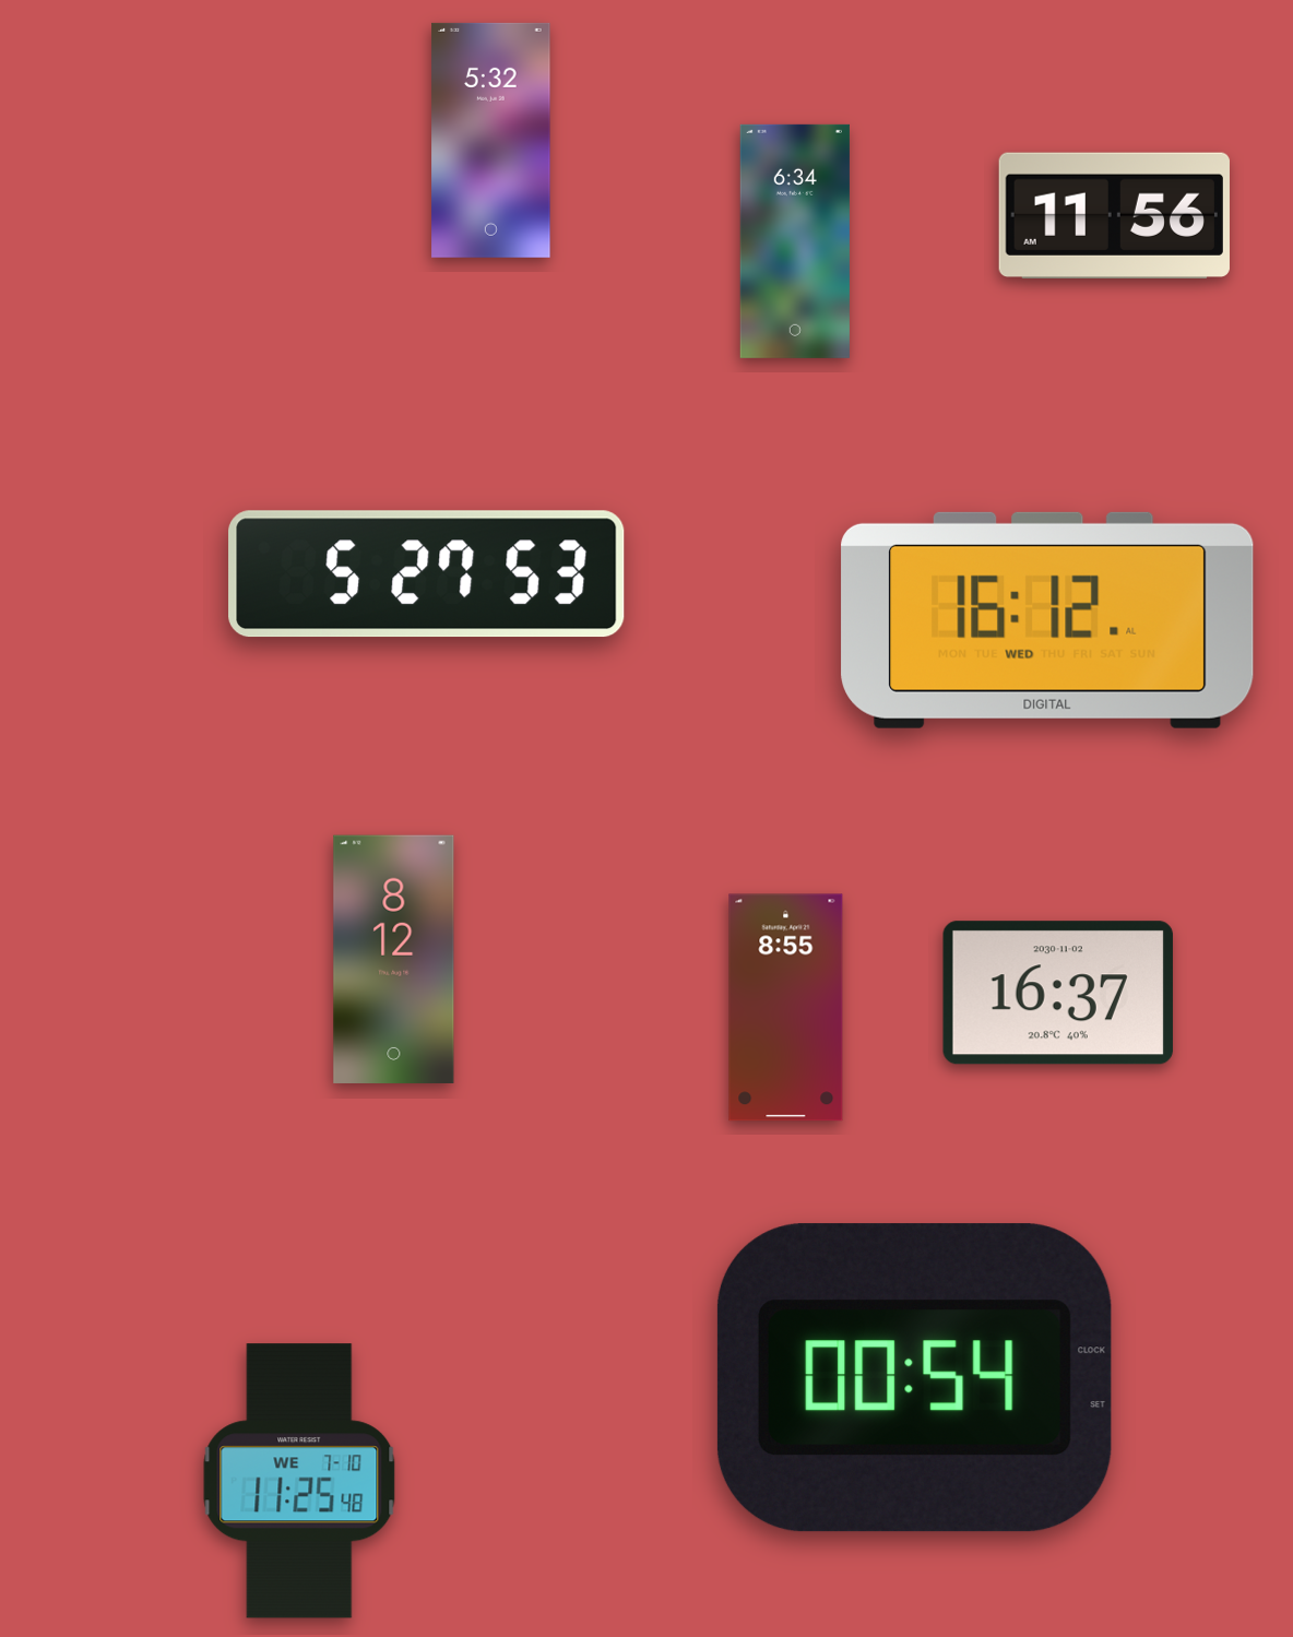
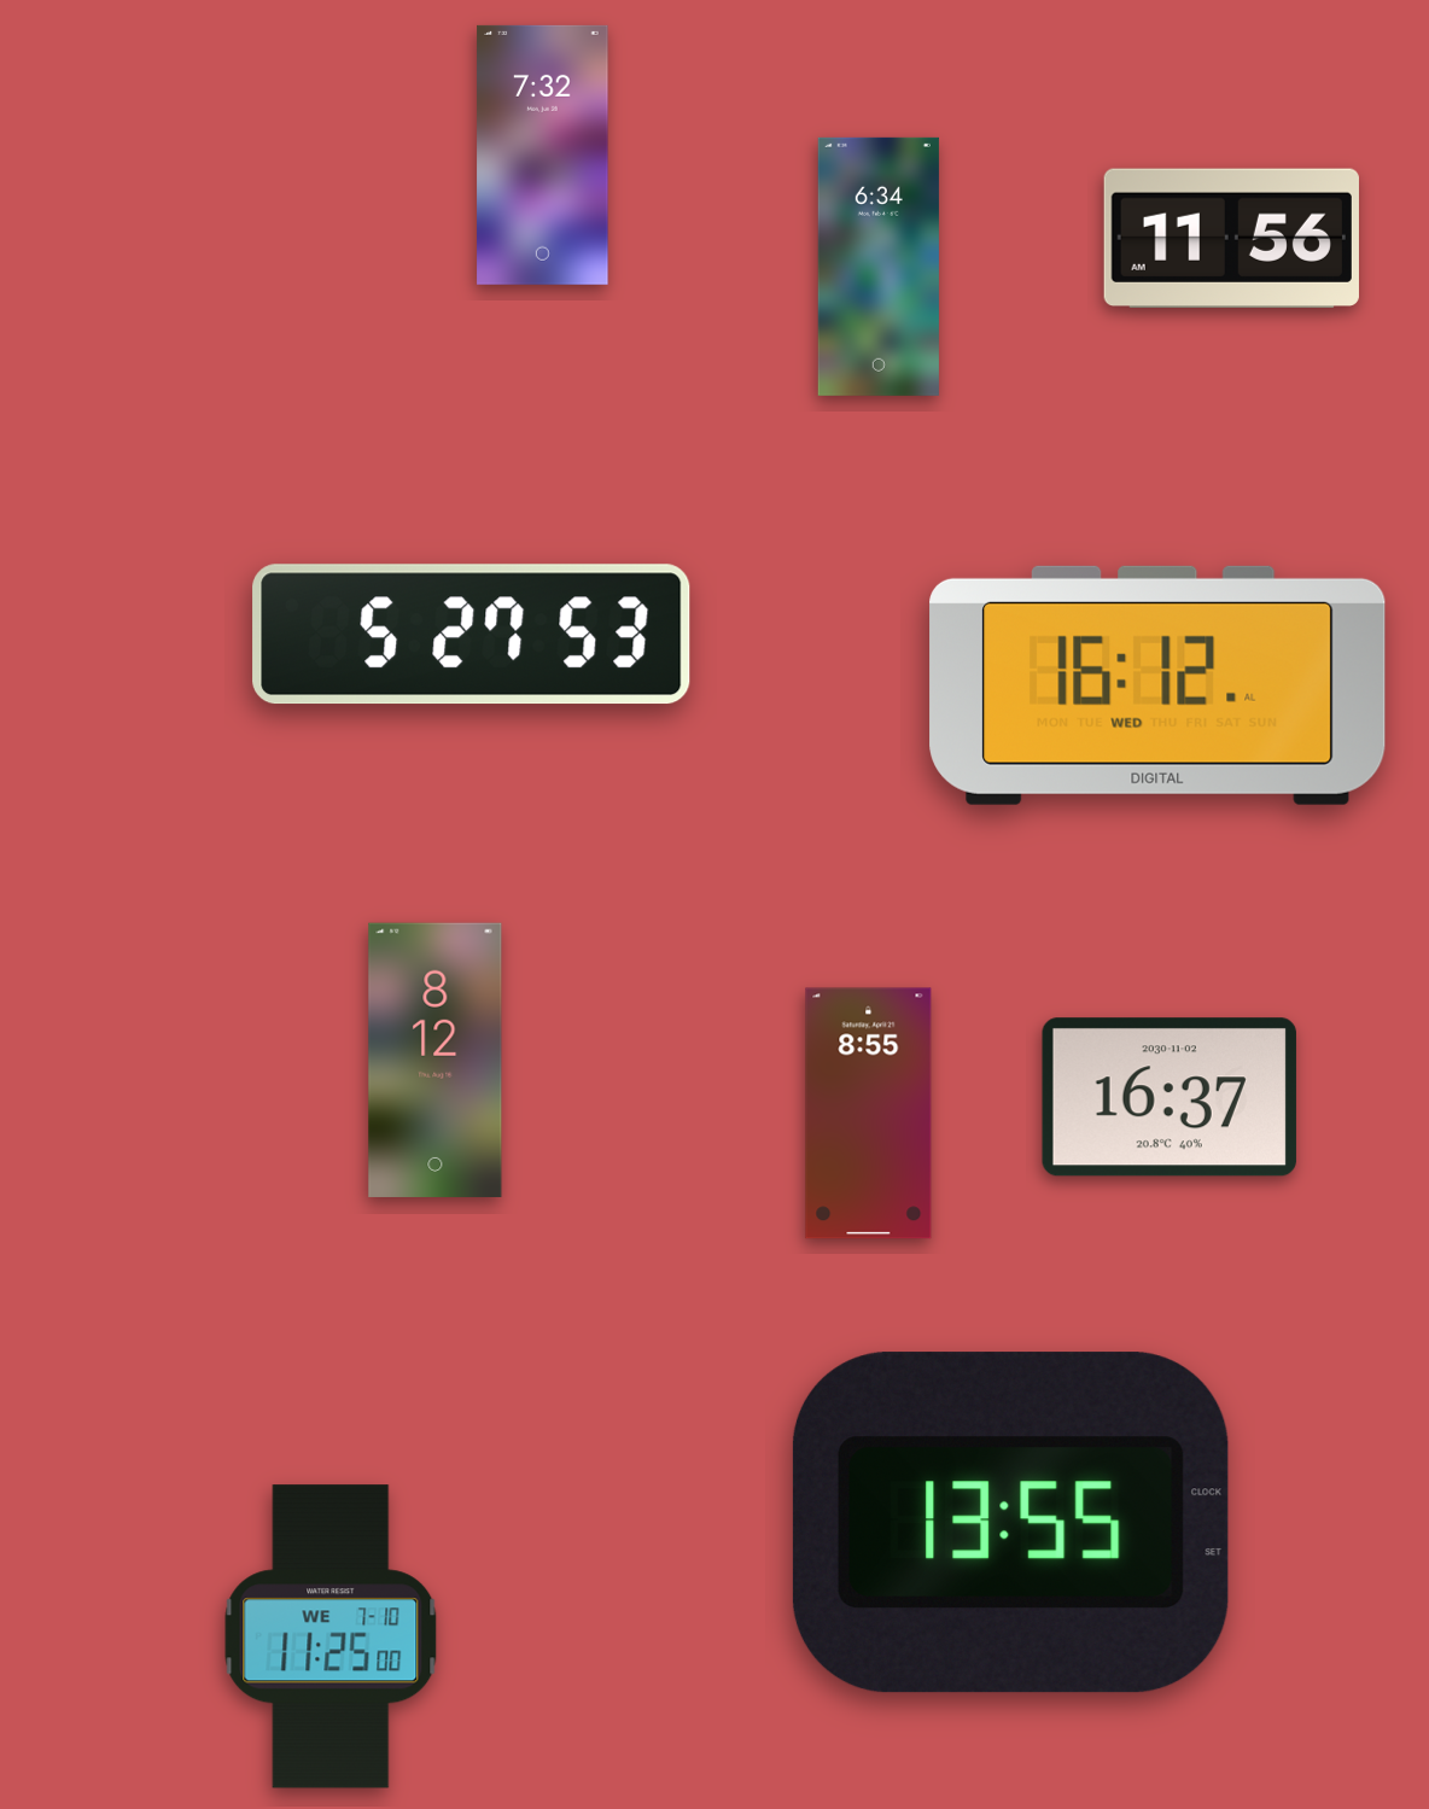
clock at (491, 140): 5:32 -> 7:32
clock at (914, 1378): 00:54 -> 13:55
clock at (299, 1481): 11:25:48 -> 11:25:00
